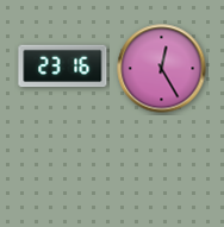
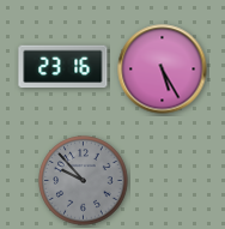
clock at (162, 69): 12:25 -> 5:25
clock at (84, 181): none -> 9:53
